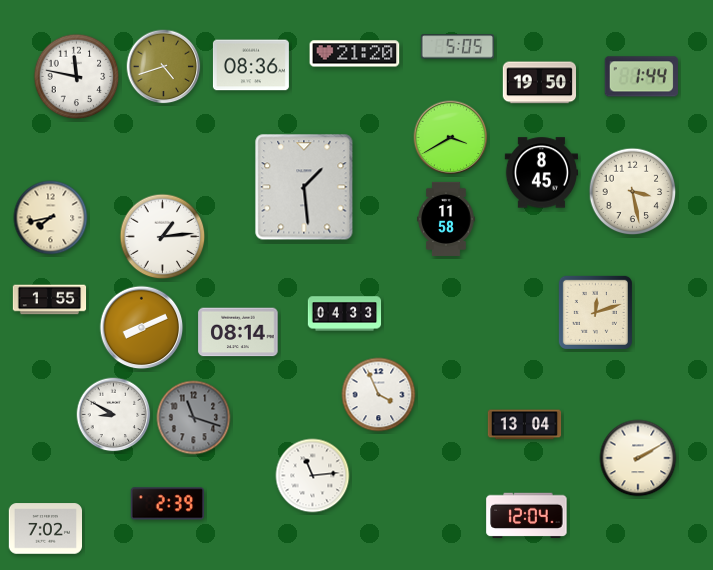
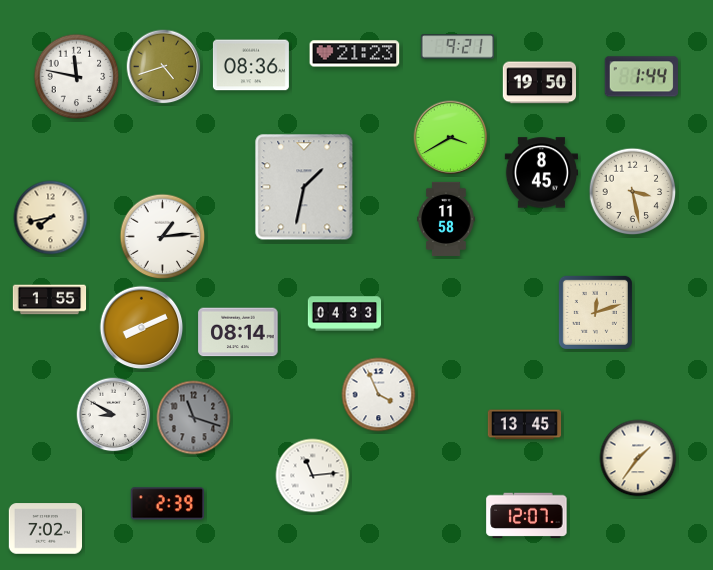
clock at (458, 47): 5:05 -> 9:21
clock at (355, 54): 21:20 -> 21:23
clock at (304, 187): 1:29 -> 1:32
clock at (525, 425): 13:04 -> 13:45
clock at (638, 458): 2:10 -> 1:36
clock at (527, 516): 12:04 -> 12:07
